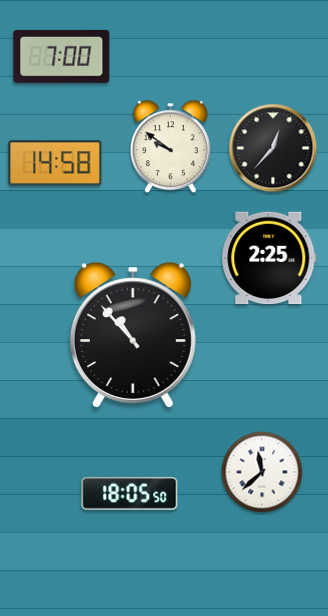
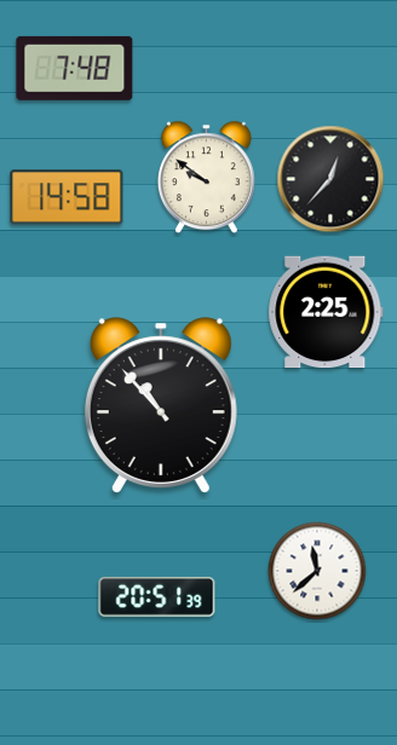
clock at (62, 56): 7:00 -> 7:48
clock at (130, 493): 18:05 -> 20:51
